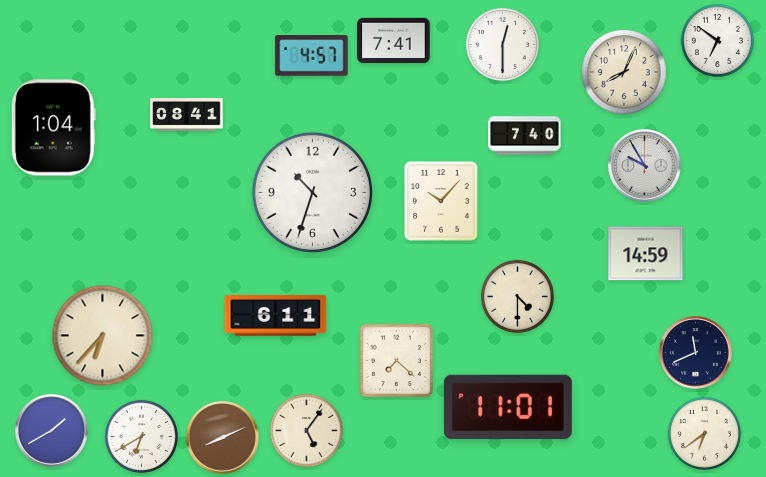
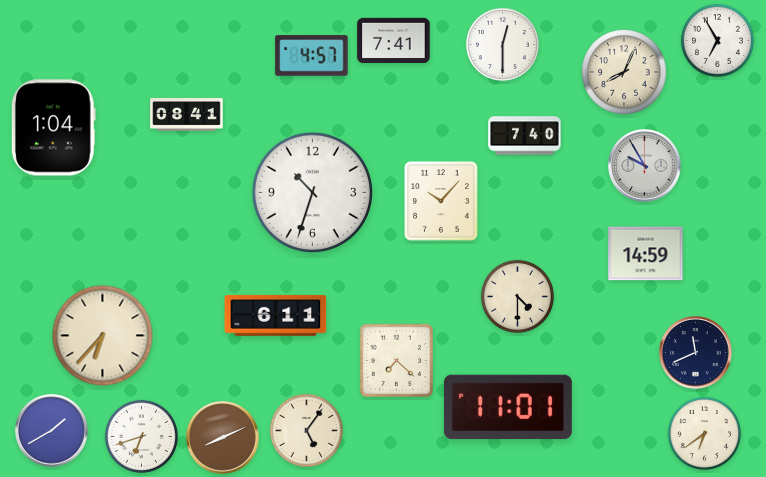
clock at (717, 40): 6:51 -> 6:55
clock at (141, 436): 6:40 -> 6:42
